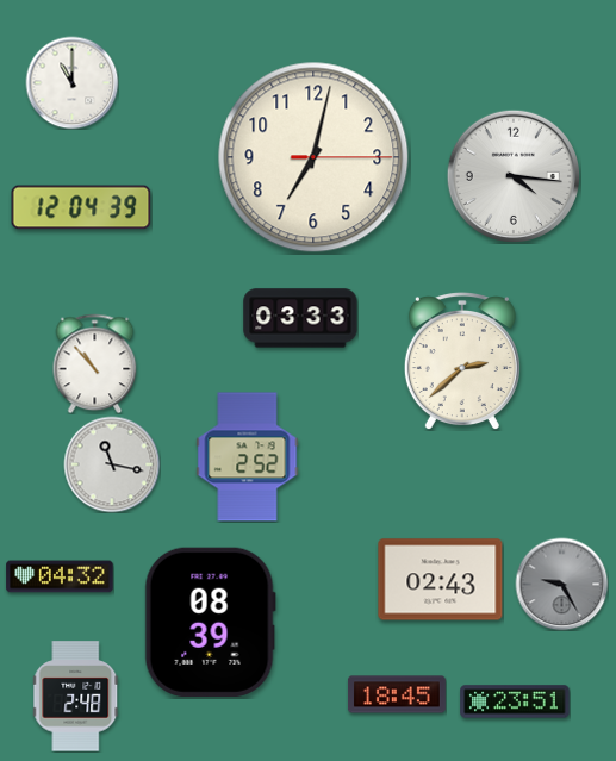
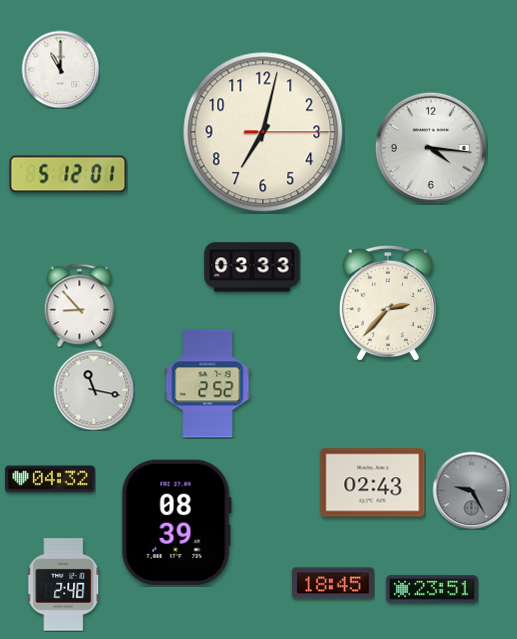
clock at (81, 207): 12:04 -> 5:12
clock at (462, 362): 2:38 -> 2:37
clock at (95, 363): 10:53 -> 8:53
clock at (60, 576) position: (60, 576) -> (50, 479)
clock at (441, 580) position: (441, 580) -> (373, 483)
